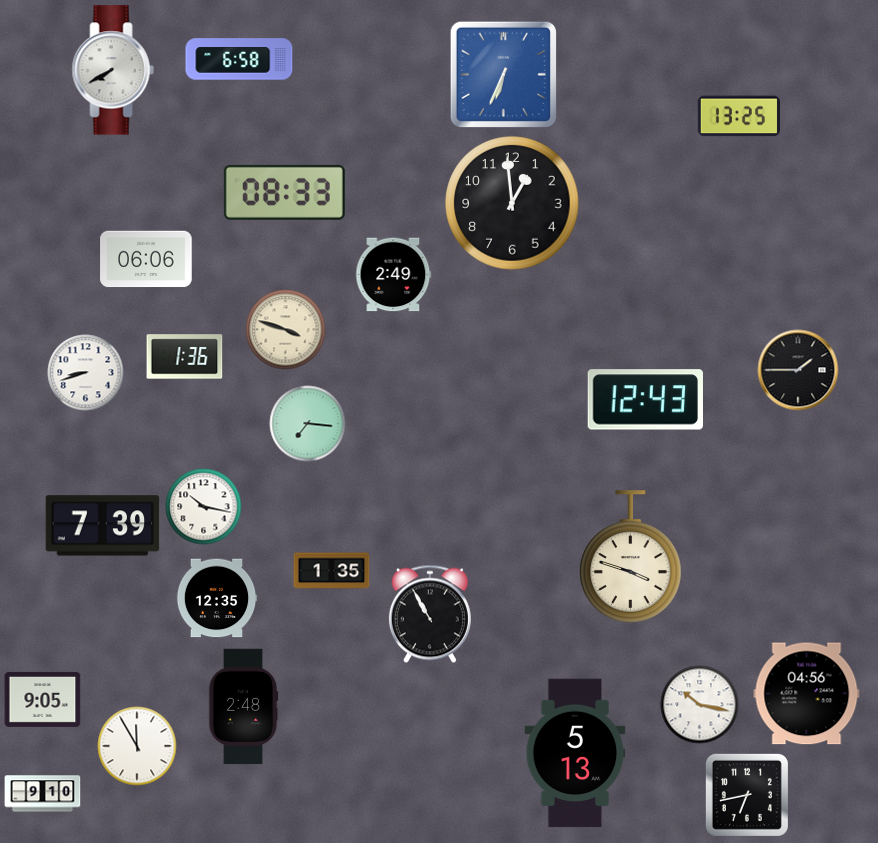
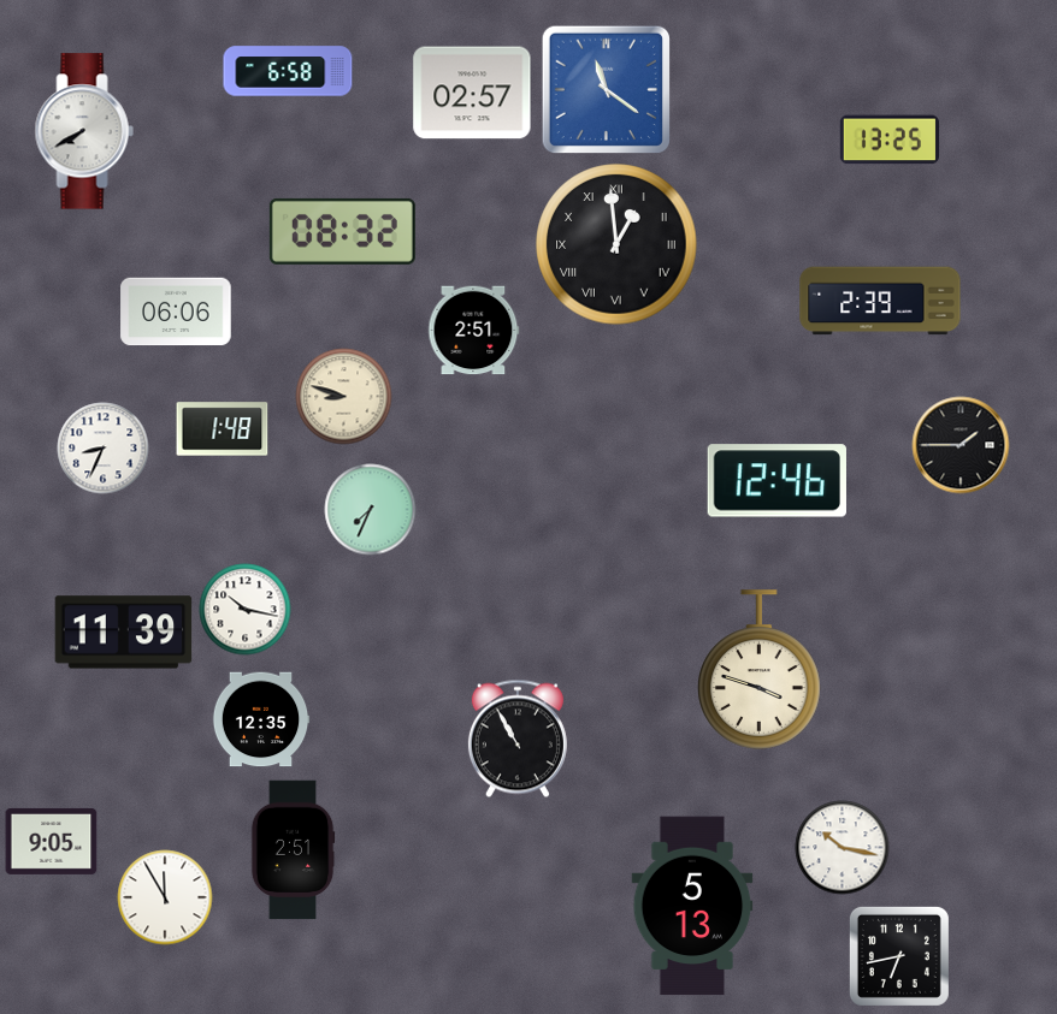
clock at (113, 70) position: (113, 70) -> (84, 131)
clock at (503, 74): 6:34 -> 11:21
clock at (472, 93): none -> 02:57
clock at (284, 192): 08:33 -> 08:32
clock at (512, 203) numerals: Arabic -> Roman
clock at (880, 301): none -> 2:39
clock at (394, 275): 2:49 -> 2:51
clock at (286, 330): 3:48 -> 8:48
clock at (185, 357): 1:36 -> 1:48
clock at (86, 373): 8:42 -> 8:34
clock at (645, 400): 12:43 -> 12:46
clock at (308, 424): 7:16 -> 7:34
clock at (103, 526): 7:39 -> 11:39
clock at (332, 571): 1:35 -> none
clock at (807, 694): 04:56 -> none
clock at (243, 707): 2:48 -> 2:51
clock at (43, 794): 9:10 -> none
